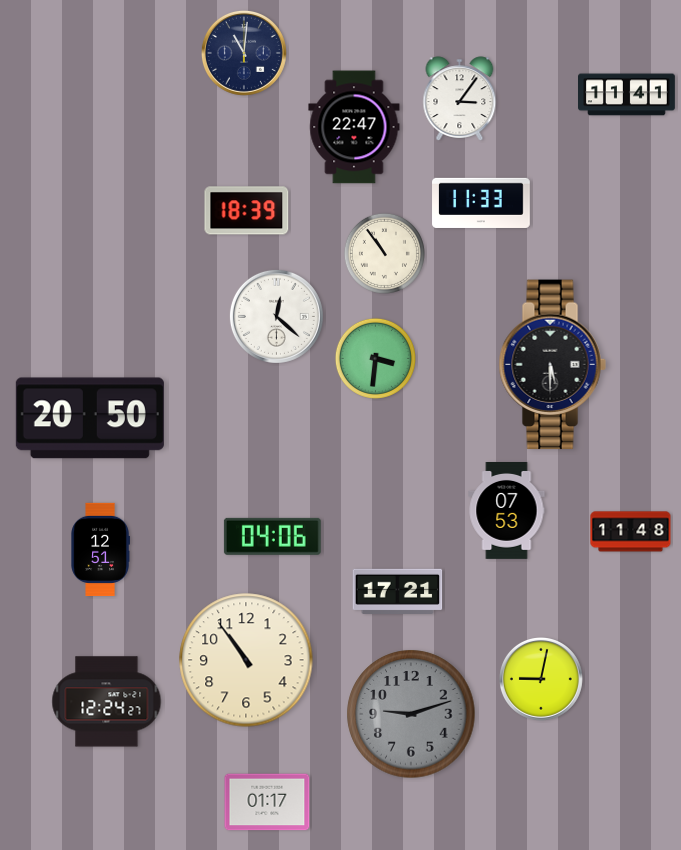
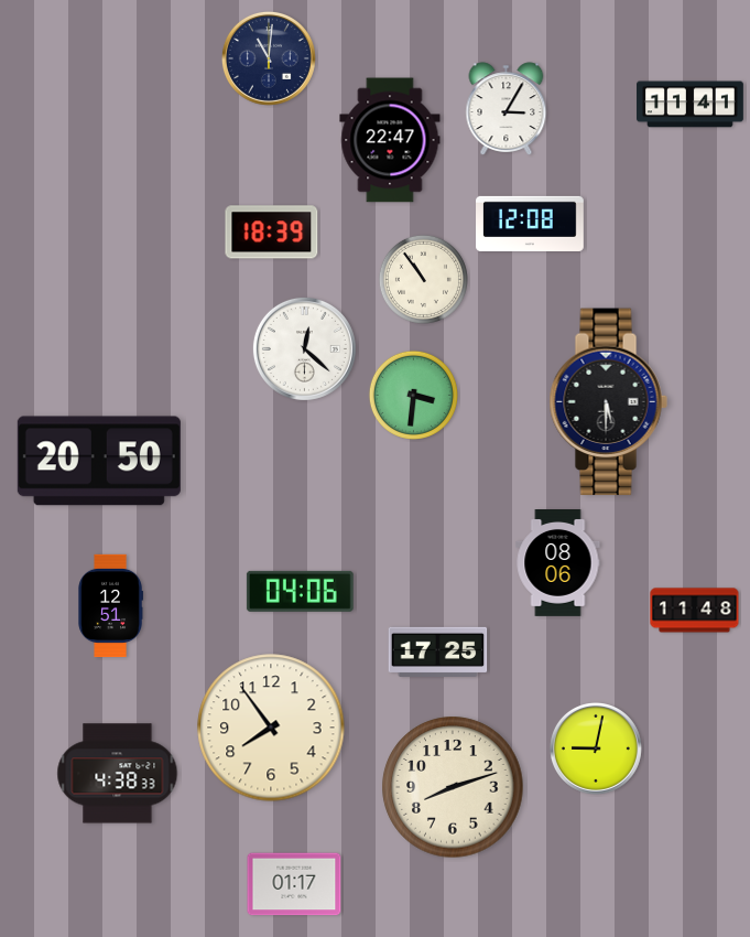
clock at (460, 99): 3:06 -> 3:05
clock at (481, 203): 11:33 -> 12:08
clock at (507, 511): 07:53 -> 08:06
clock at (631, 532) position: (631, 532) -> (695, 611)
clock at (398, 591): 17:21 -> 17:25
clock at (246, 660): 10:54 -> 7:54
clock at (107, 702): 12:24 -> 4:38
clock at (411, 714): 9:12 -> 8:12
clock at (411, 714) dial: grey -> cream
